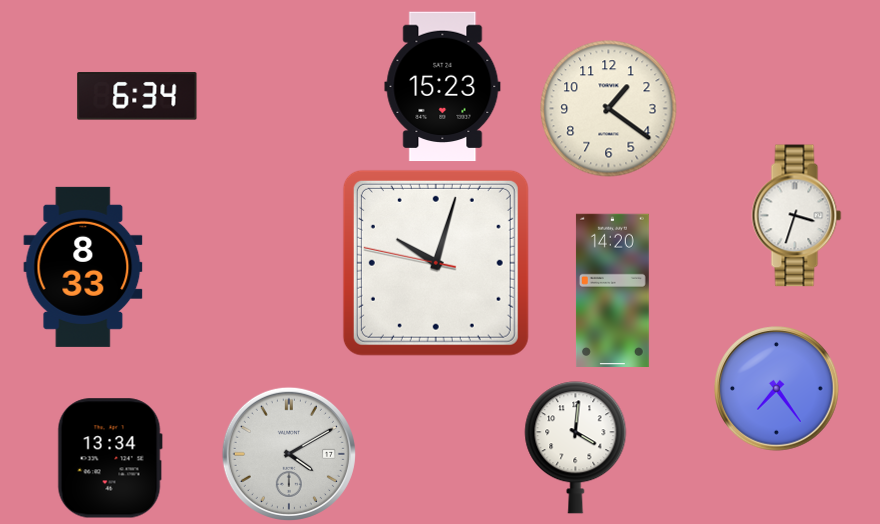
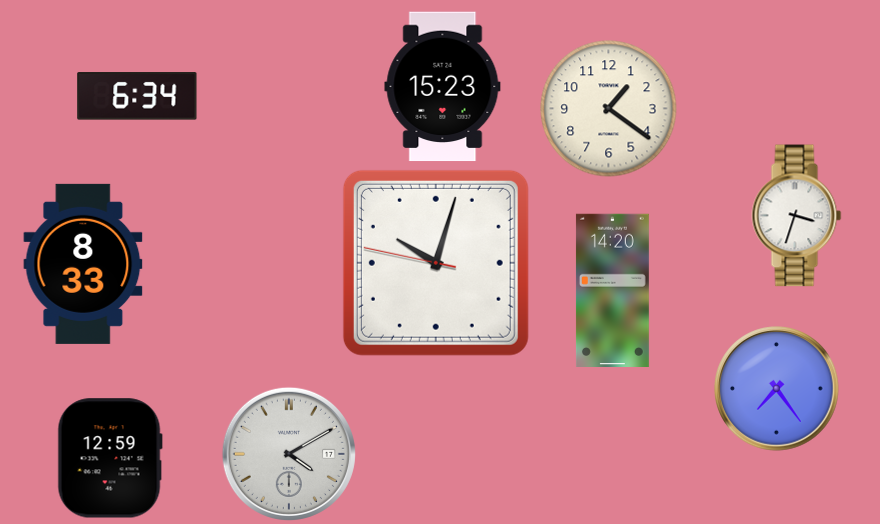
clock at (83, 267) position: (83, 267) -> (83, 264)
clock at (576, 448): 4:01 -> none
clock at (110, 458): 13:34 -> 12:59
